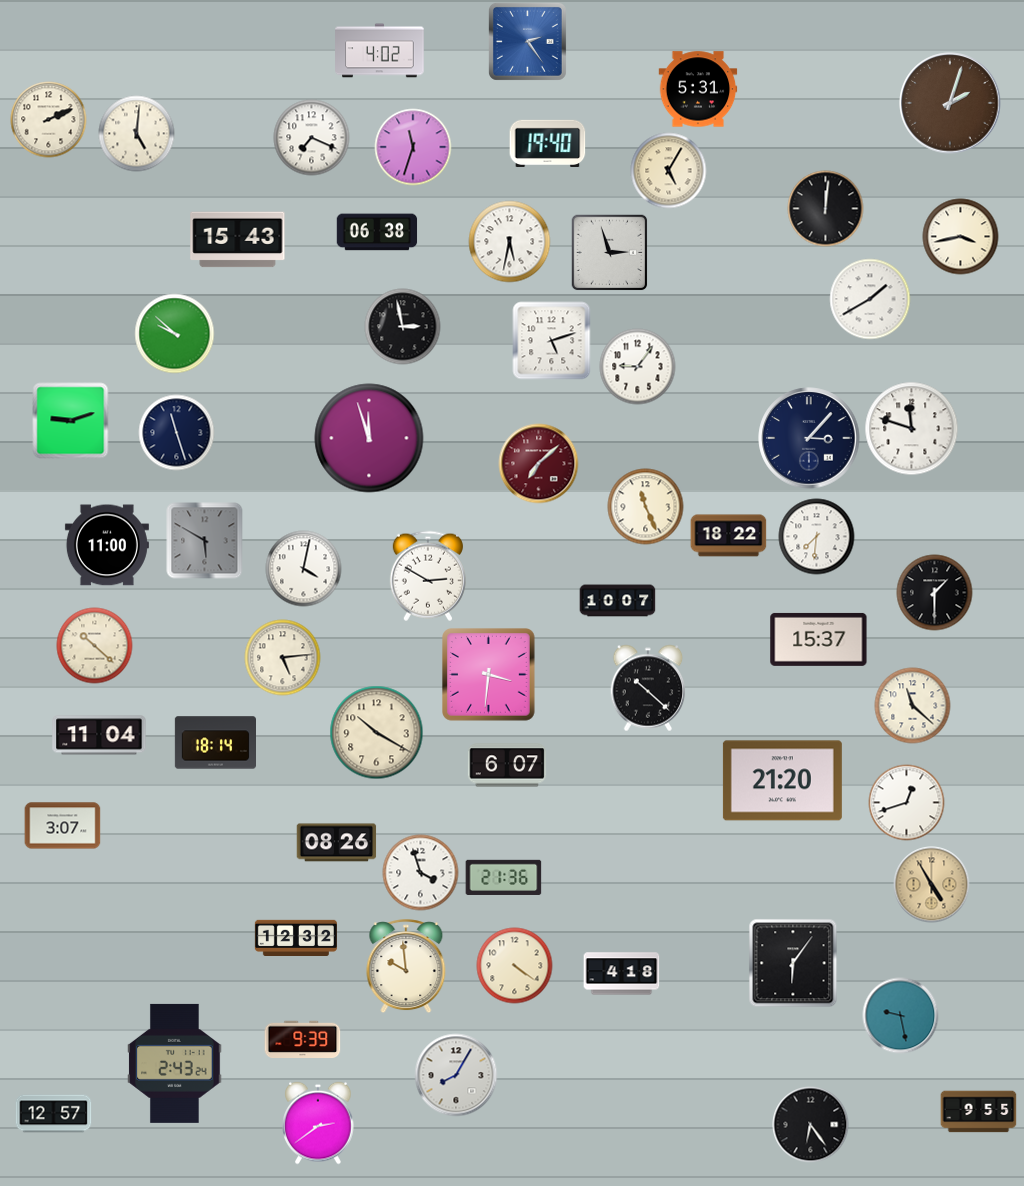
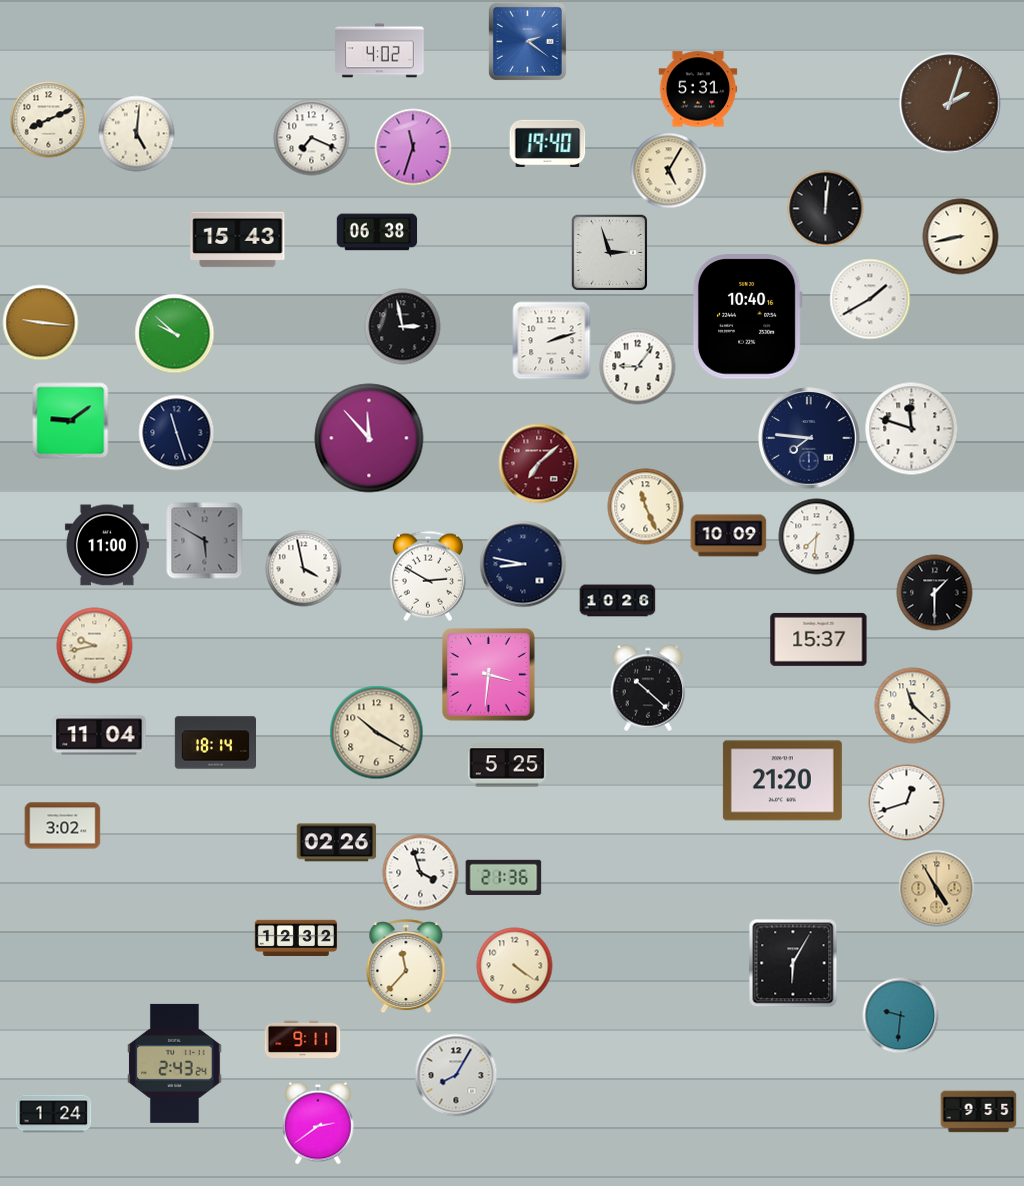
clock at (527, 41): 2:24 -> 2:21
clock at (49, 120): 2:11 -> 8:11
clock at (961, 237): 3:43 -> 8:43
clock at (510, 242): 5:32 -> none
clock at (747, 317): none -> 10:40
clock at (41, 323): none -> 9:16
clock at (552, 341): 5:12 -> 2:12
clock at (71, 421): 9:12 -> 9:09
clock at (369, 438): 11:57 -> 11:53
clock at (809, 438): 3:07 -> 7:46
clock at (729, 536): 18:22 -> 10:09
clock at (523, 564): none -> 8:47
clock at (304, 569): 4:02 -> 3:58
clock at (618, 601): 10:07 -> 10:26
clock at (95, 646): 10:22 -> 9:43
clock at (283, 658): 5:14 -> none
clock at (507, 765): 6:07 -> 5:25
clock at (63, 826): 3:07 -> 3:02
clock at (337, 843): 08:26 -> 02:26
clock at (932, 885) position: (932, 885) -> (937, 889)
clock at (793, 963): 6:06 -> 6:05
clock at (406, 967): 9:59 -> 11:37
clock at (622, 974): 4:18 -> none
clock at (901, 1016): 9:28 -> 9:31
clock at (303, 1040): 9:39 -> 9:11
clock at (54, 1114): 12:57 -> 1:24
clock at (811, 1125): 6:24 -> none
